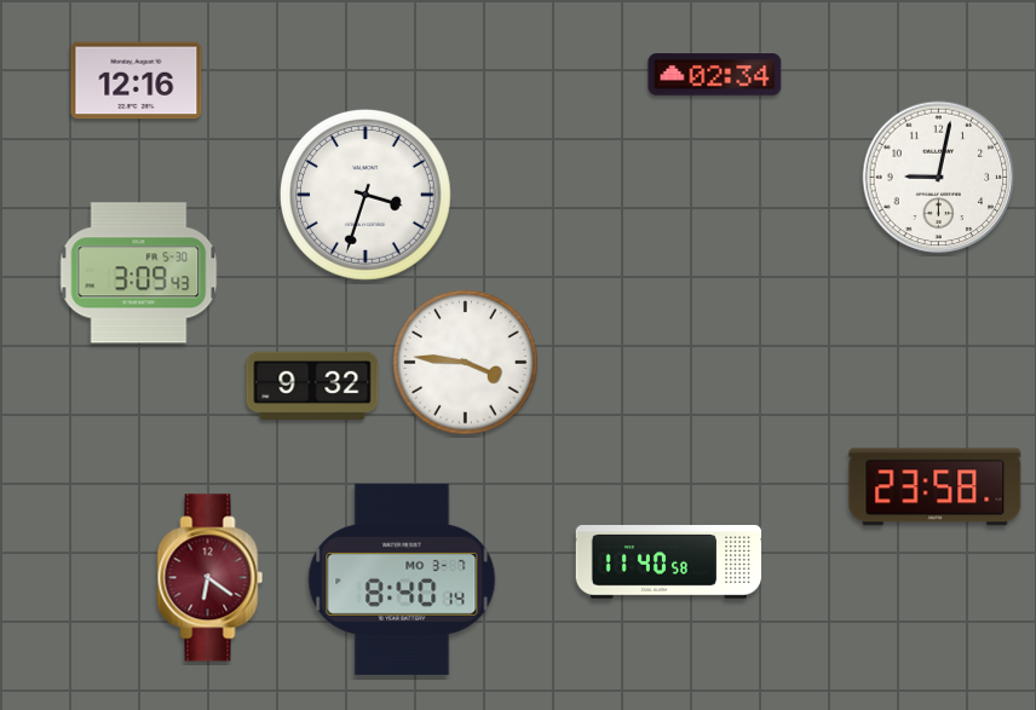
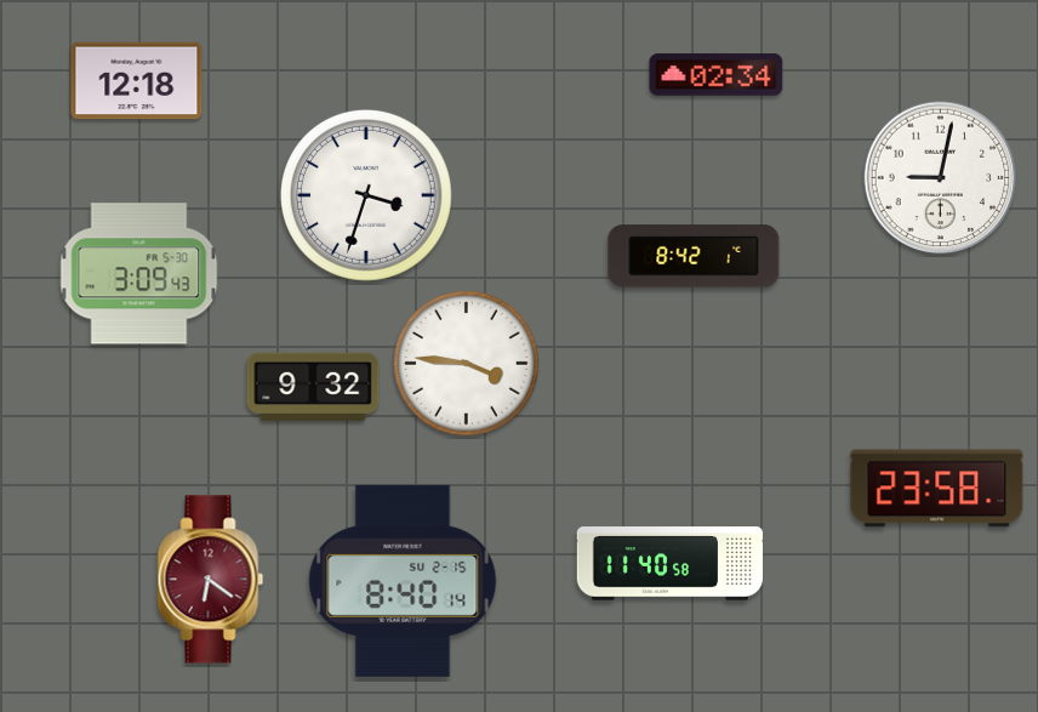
clock at (137, 81): 12:16 -> 12:18
clock at (694, 256): none -> 8:42
clock at (402, 579) date: MO 3-7 -> SU 2-15
